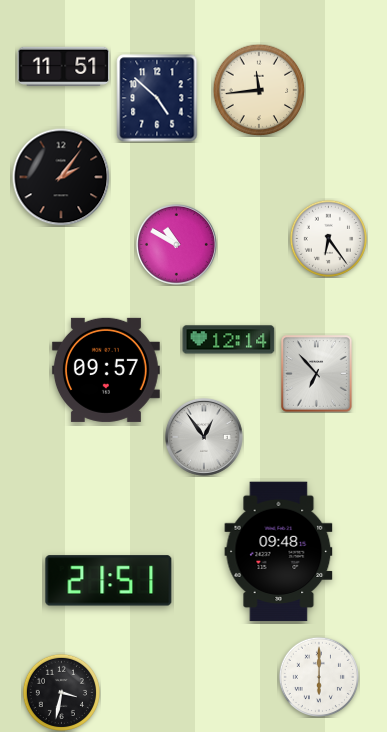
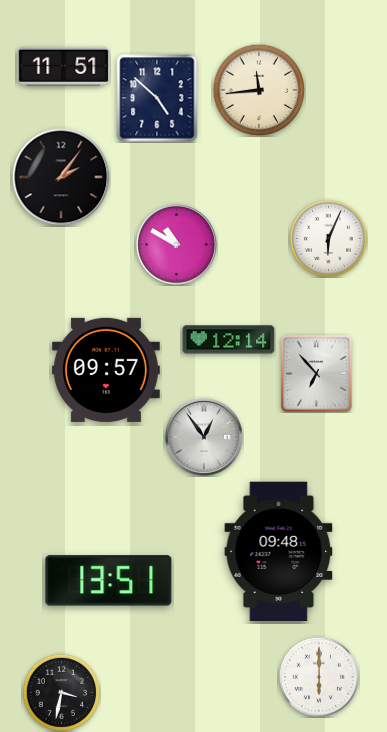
clock at (328, 238): 6:24 -> 6:04
clock at (109, 581): 21:51 -> 13:51
